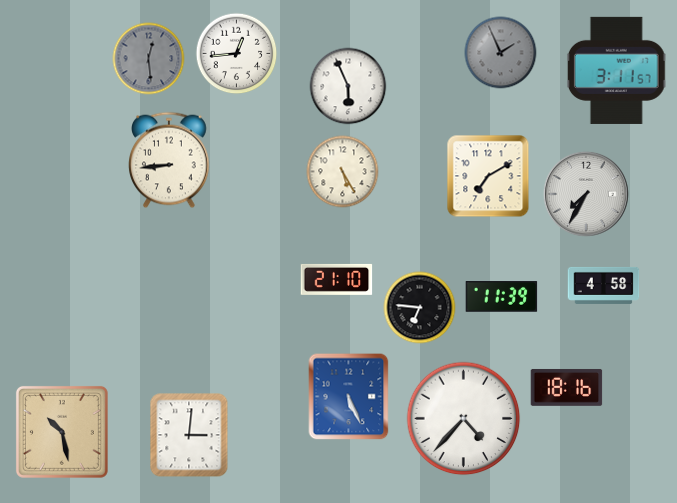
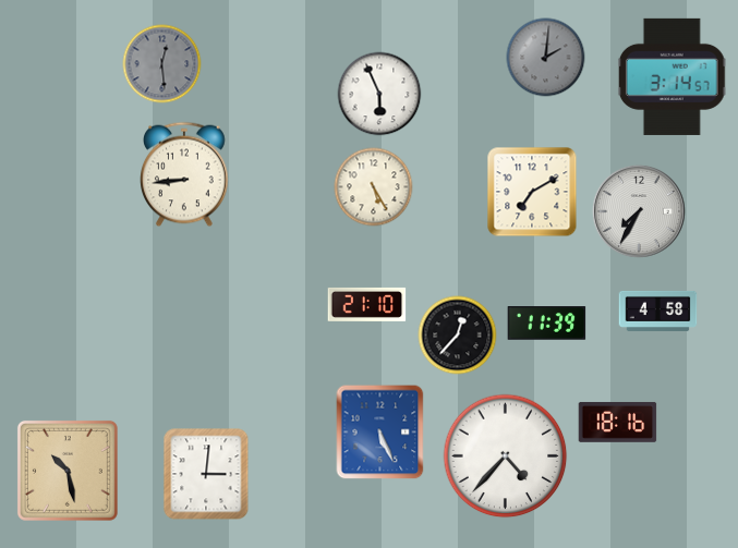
clock at (501, 53): 1:56 -> 2:01
clock at (237, 54): 12:44 -> none
clock at (616, 70): 3:11 -> 3:14
clock at (420, 308): 6:46 -> 12:37
